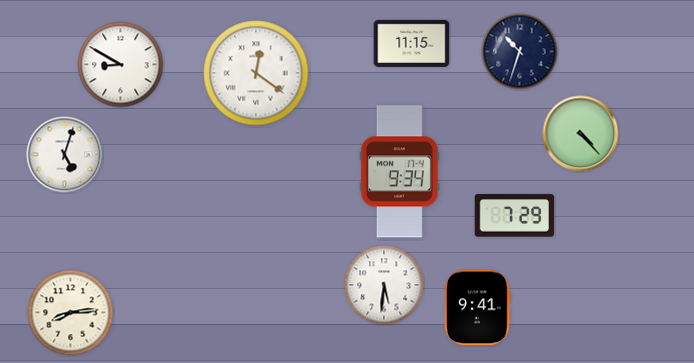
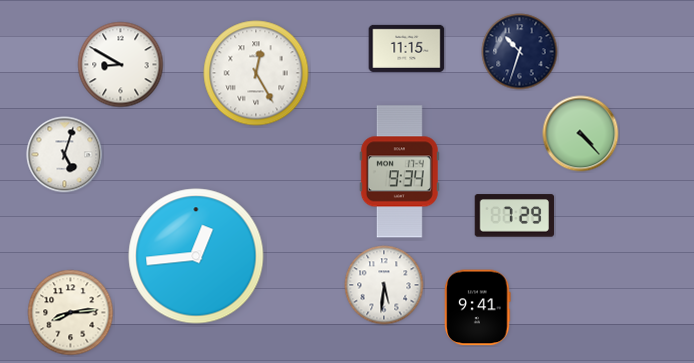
clock at (412, 43) position: (412, 43) -> (407, 48)
clock at (256, 73): 12:21 -> 12:25
clock at (196, 256): none -> 12:44
